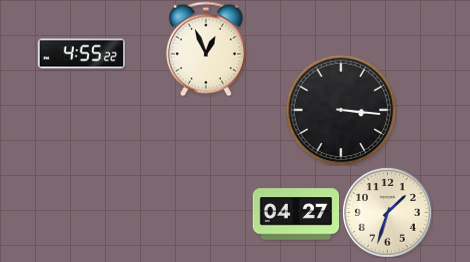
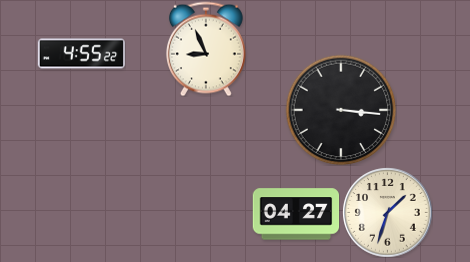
clock at (206, 49): 12:56 -> 8:56
